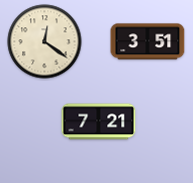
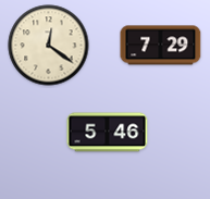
clock at (148, 42): 3:51 -> 7:29
clock at (99, 122): 7:21 -> 5:46
